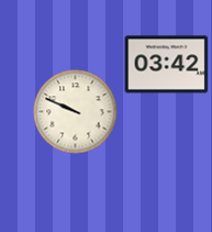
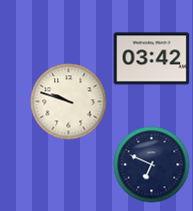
clock at (76, 112): 9:49 -> 9:48
clock at (152, 165): none -> 6:49
